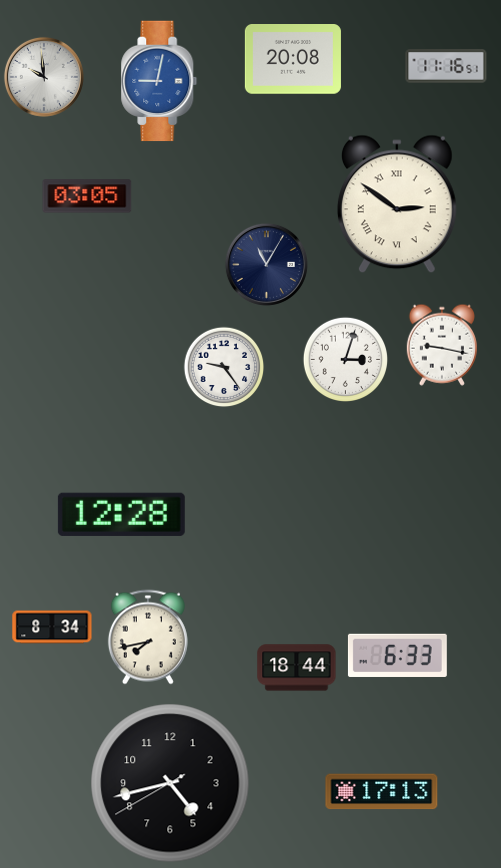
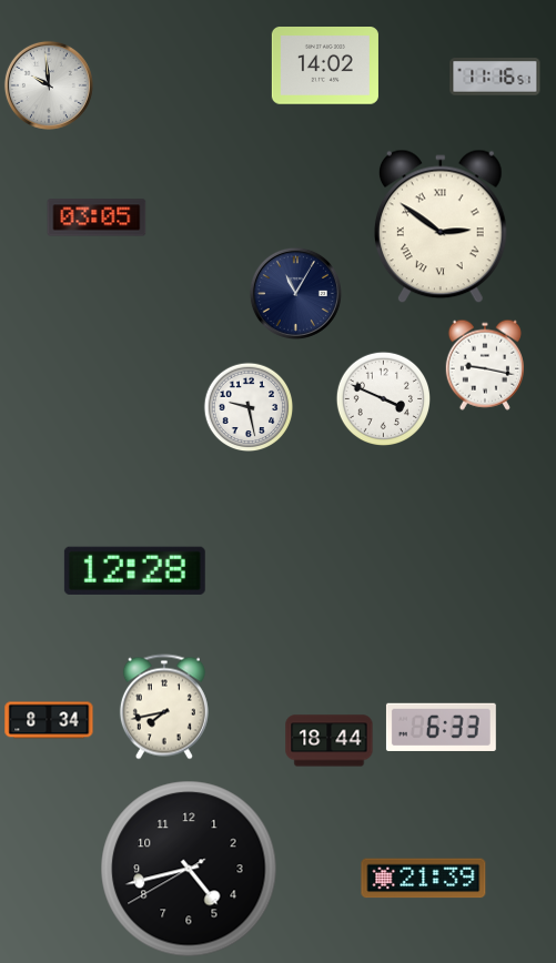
clock at (293, 60): 20:08 -> 14:02
clock at (446, 66) position: (446, 66) -> (495, 77)
clock at (159, 81): 9:02 -> none
clock at (441, 345) position: (441, 345) -> (484, 365)
clock at (345, 359): 3:03 -> 3:49
clock at (224, 367): 9:24 -> 9:28
clock at (52, 627) position: (52, 627) -> (49, 720)
clock at (382, 792): 17:13 -> 21:39
